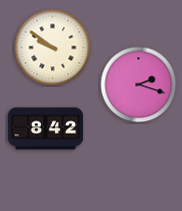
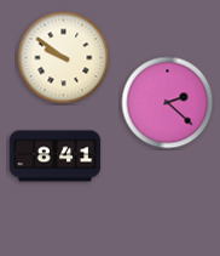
clock at (139, 85): 2:18 -> 2:22
clock at (46, 129): 8:42 -> 8:41
